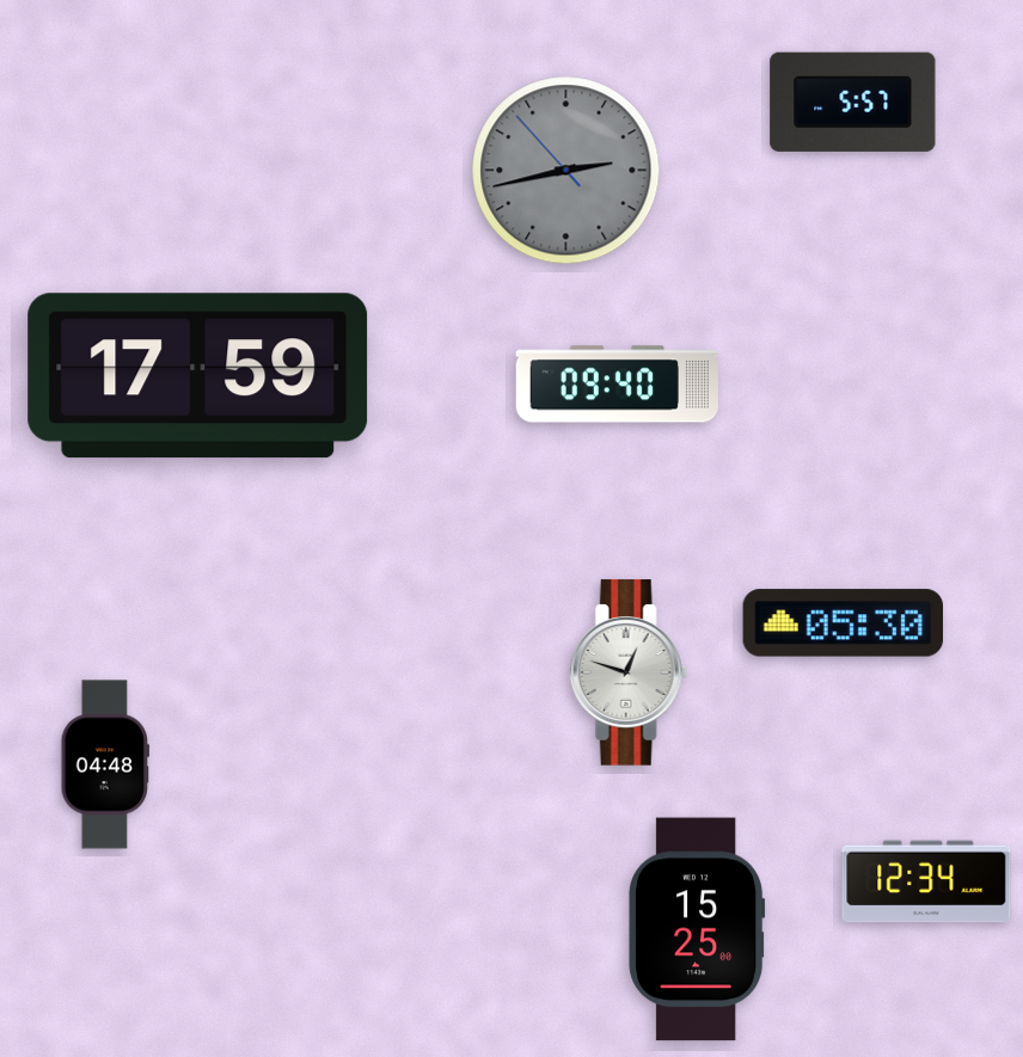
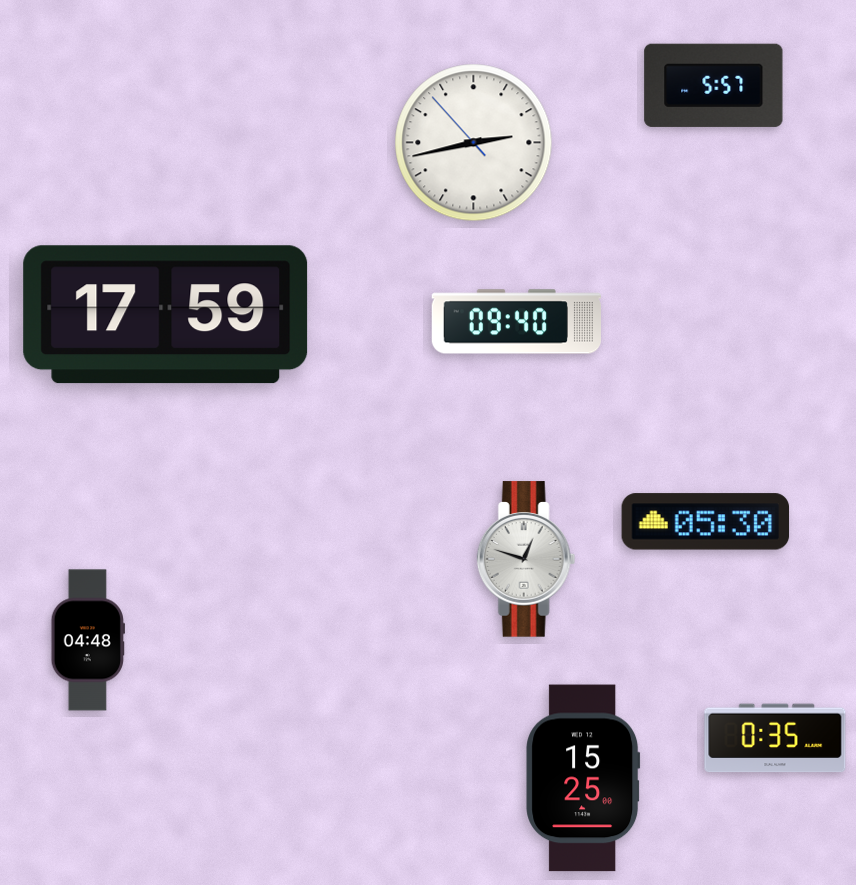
clock at (566, 171) dial: grey -> white
clock at (629, 672) position: (629, 672) -> (526, 559)
clock at (926, 881): 12:34 -> 0:35
